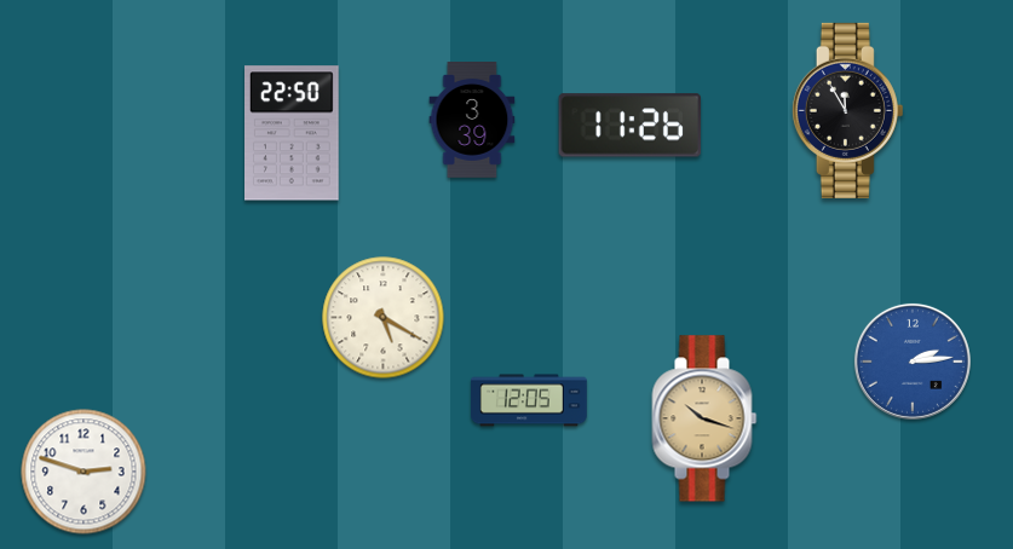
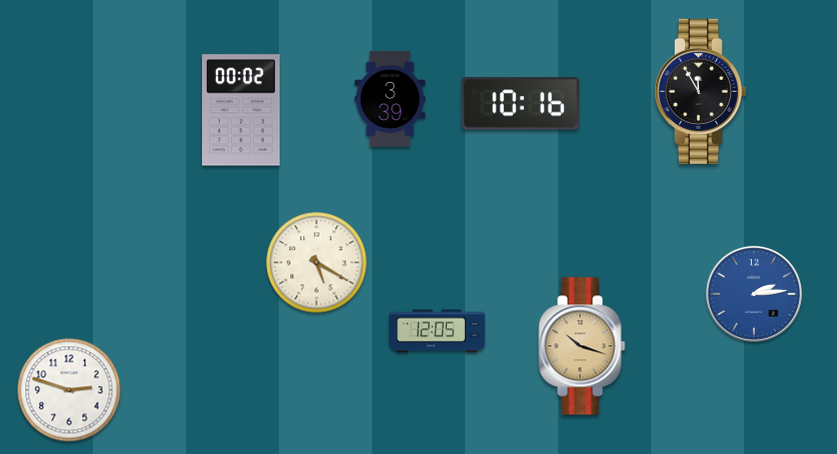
clock at (629, 126): 11:26 -> 10:16
clock at (293, 133): 22:50 -> 00:02
clock at (913, 362) position: (913, 362) -> (754, 294)
